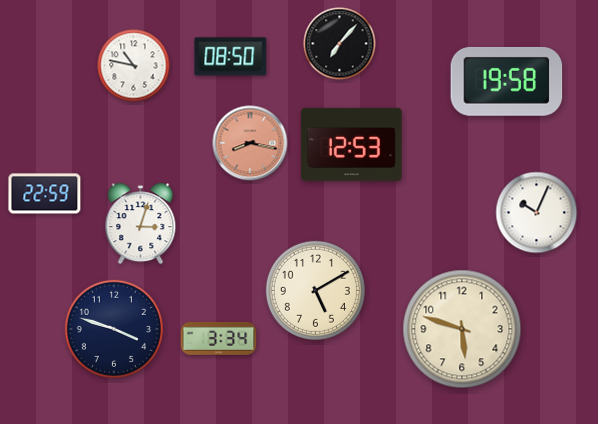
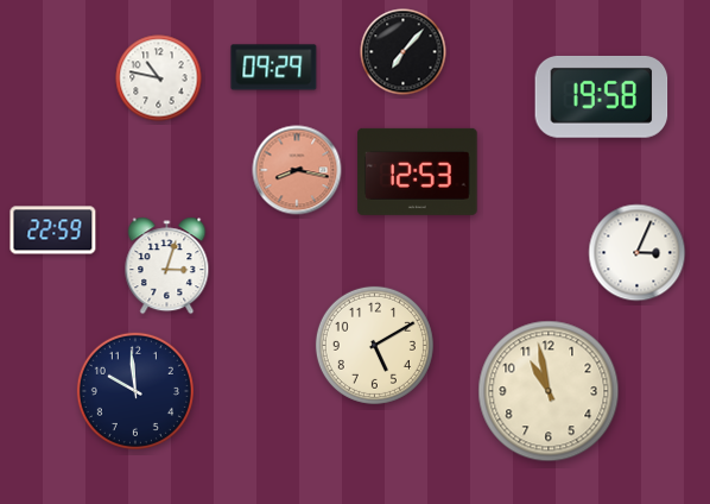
clock at (231, 57): 08:50 -> 09:29
clock at (537, 213): 10:04 -> 3:04
clock at (114, 329): 3:48 -> 9:59
clock at (462, 329): 5:48 -> 10:58
clock at (219, 339): 3:34 -> none
